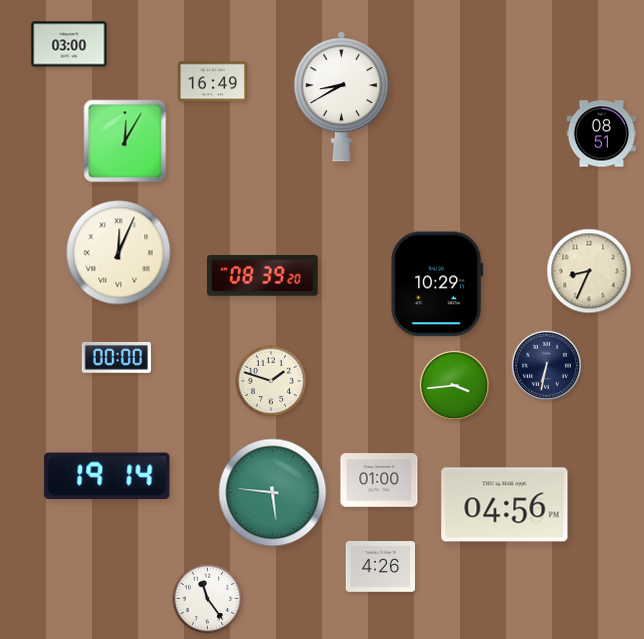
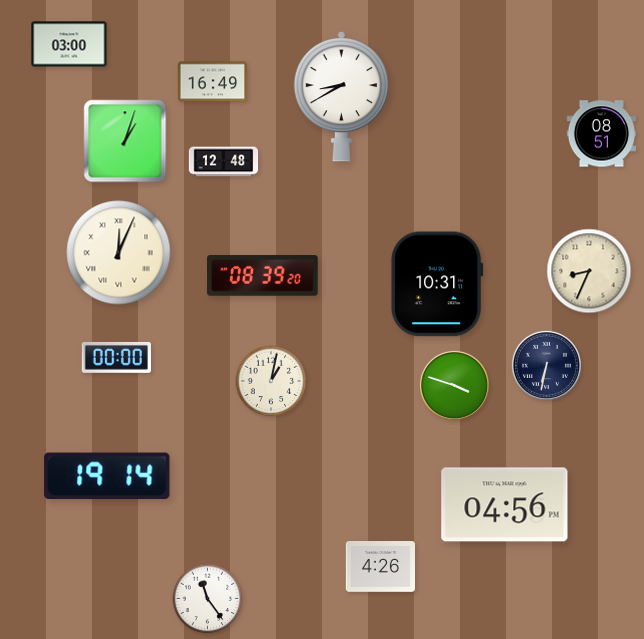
clock at (125, 141): 12:05 -> 1:03
clock at (224, 162): none -> 12:48
clock at (438, 284): 10:29 -> 10:31
clock at (271, 381): 1:48 -> 1:02
clock at (454, 385): 3:44 -> 3:48
clock at (379, 480): 01:00 -> none
clock at (273, 493): 5:46 -> none
